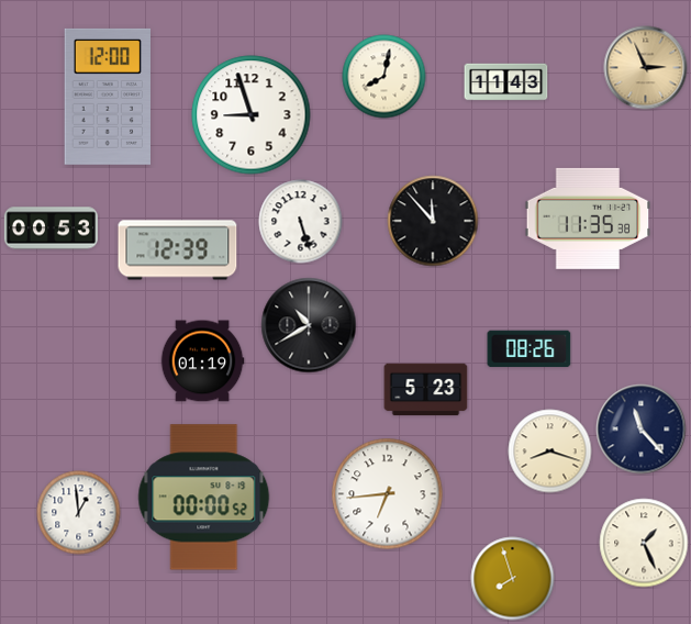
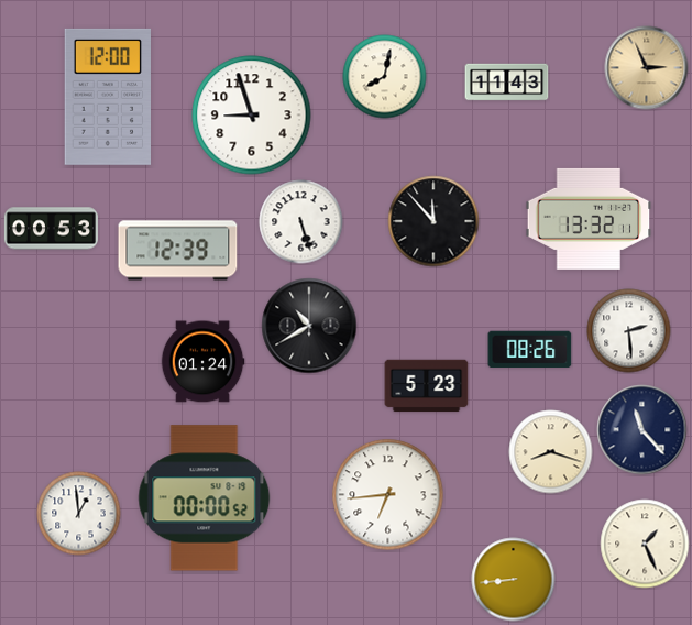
clock at (588, 219): 11:35 -> 13:32
clock at (629, 331): none -> 2:29
clock at (202, 361): 01:19 -> 01:24
clock at (426, 390) position: (426, 390) -> (427, 386)
clock at (513, 579): 7:57 -> 8:44
